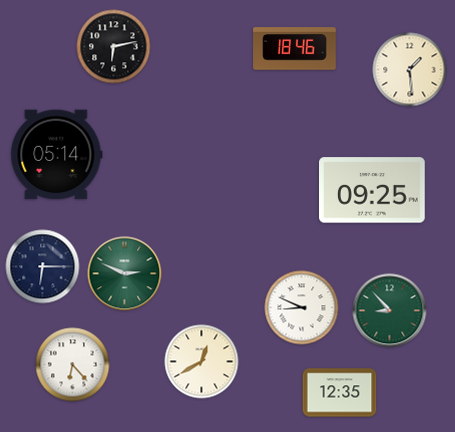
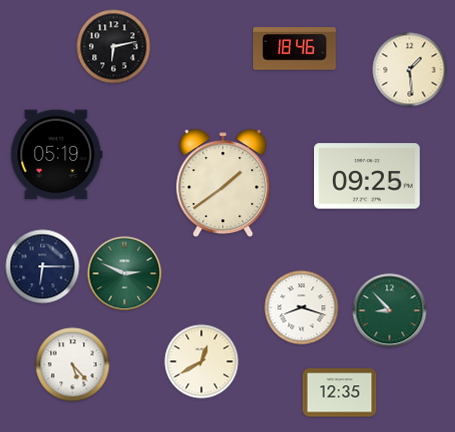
clock at (57, 155): 05:14 -> 05:19
clock at (223, 183): none -> 1:39
clock at (373, 190) position: (373, 190) -> (368, 176)
clock at (302, 308): 8:49 -> 8:18
clock at (73, 365): 6:23 -> 5:23
